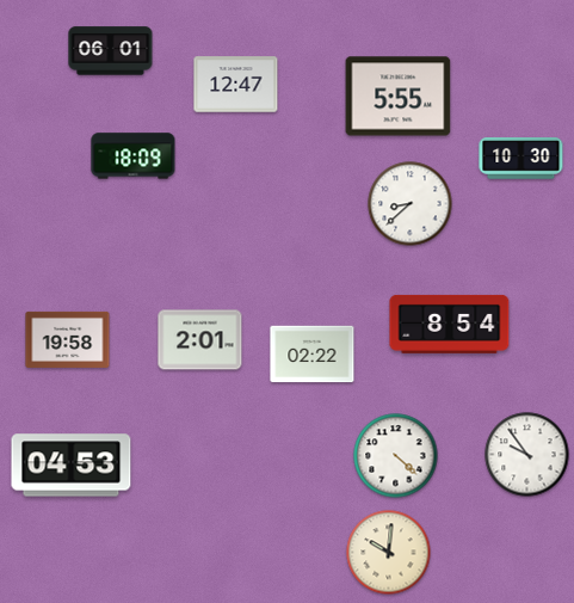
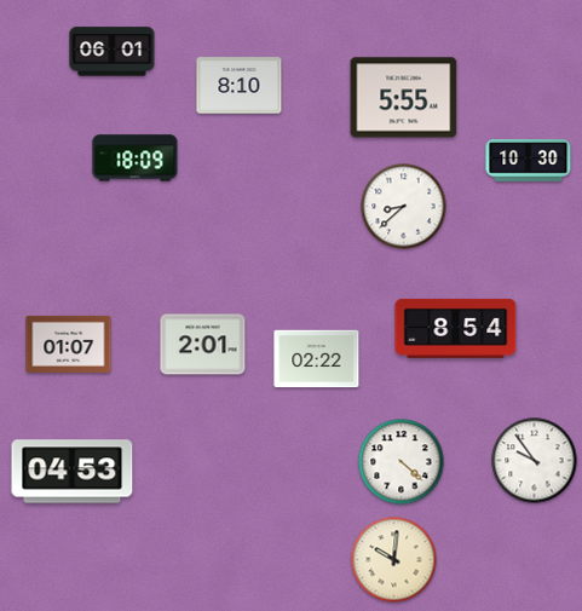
clock at (236, 85): 12:47 -> 8:10
clock at (411, 204) position: (411, 204) -> (404, 207)
clock at (68, 339): 19:58 -> 01:07
